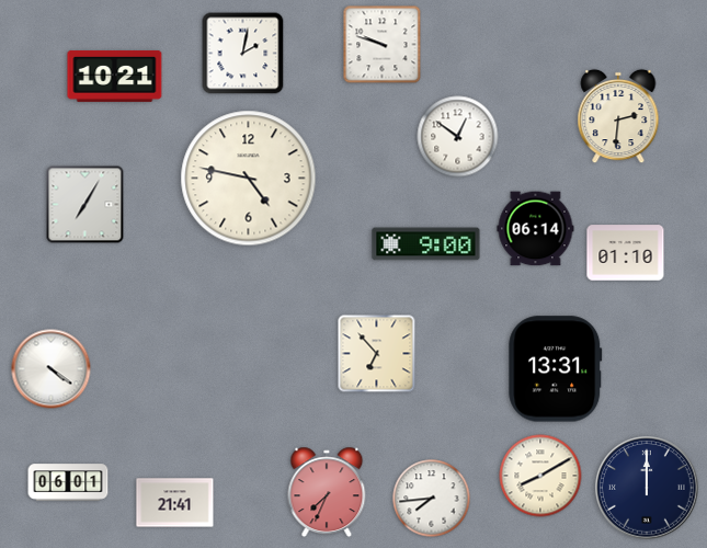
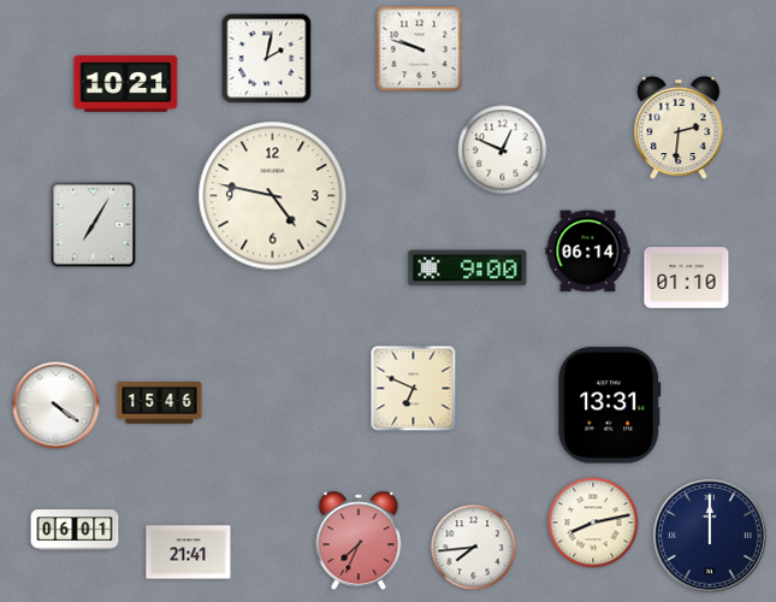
clock at (458, 137): 12:51 -> 12:49
clock at (377, 354): 6:53 -> 6:49
clock at (160, 403): none -> 15:46
clock at (540, 476): 8:10 -> 8:13
clock at (175, 503) position: (175, 503) -> (189, 553)
